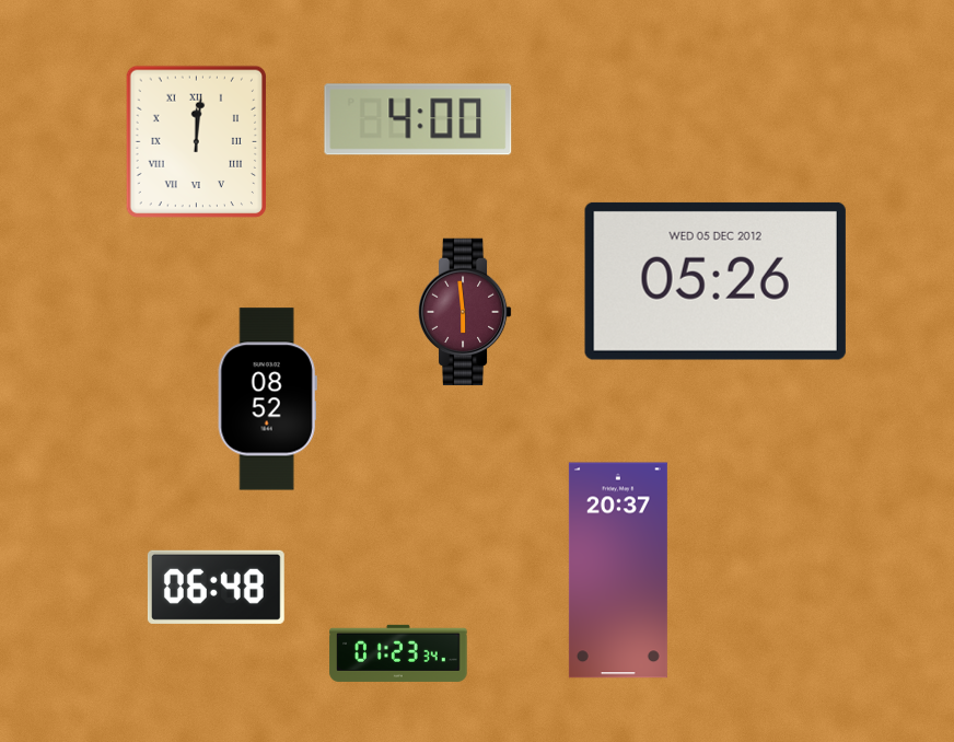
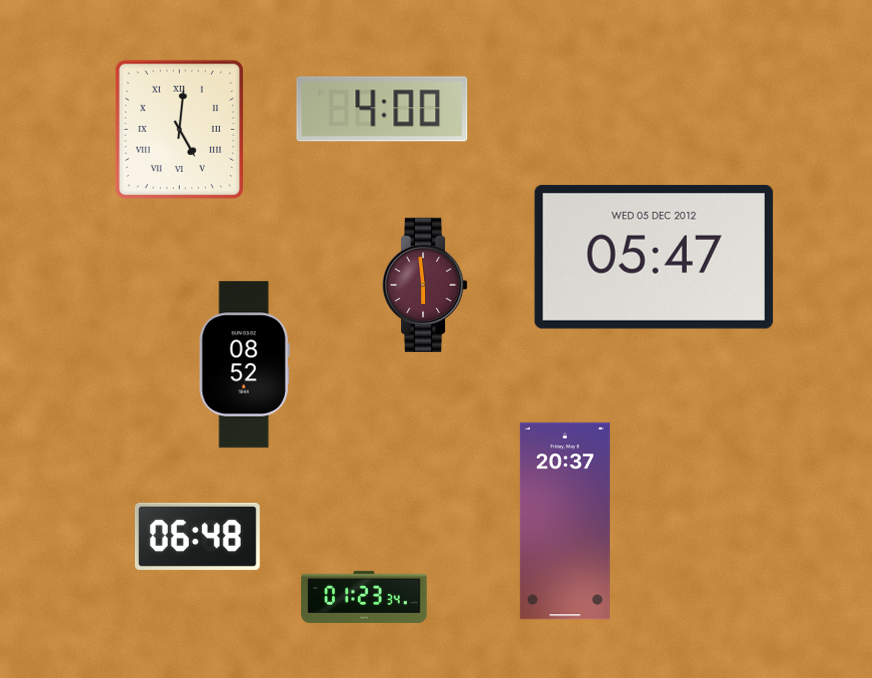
clock at (197, 142): 12:01 -> 5:01
clock at (715, 281): 05:26 -> 05:47
